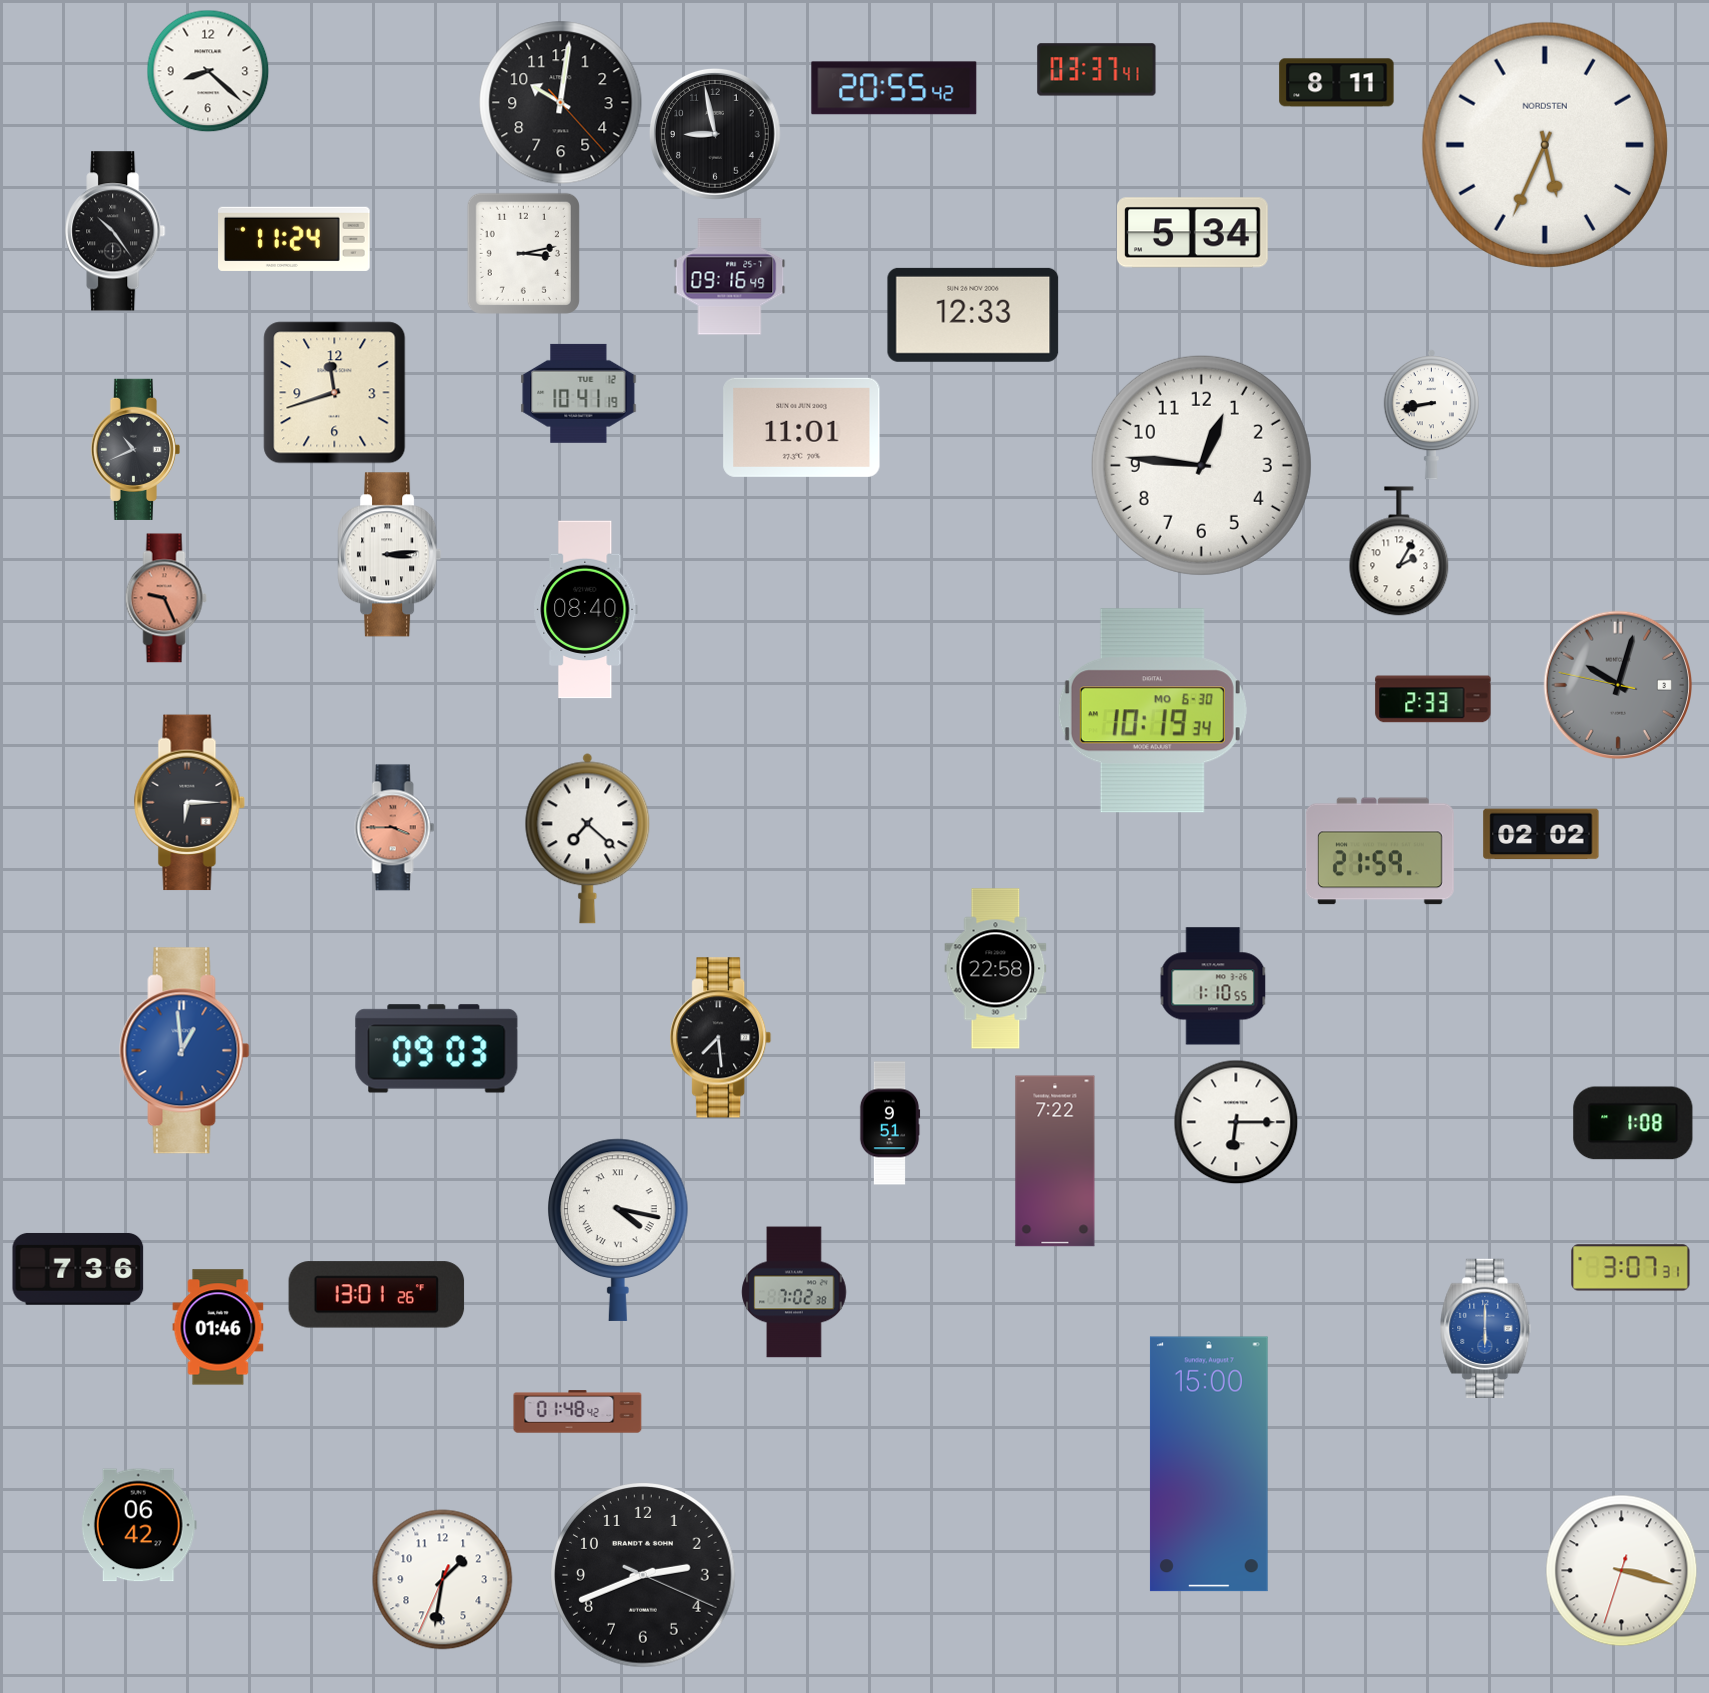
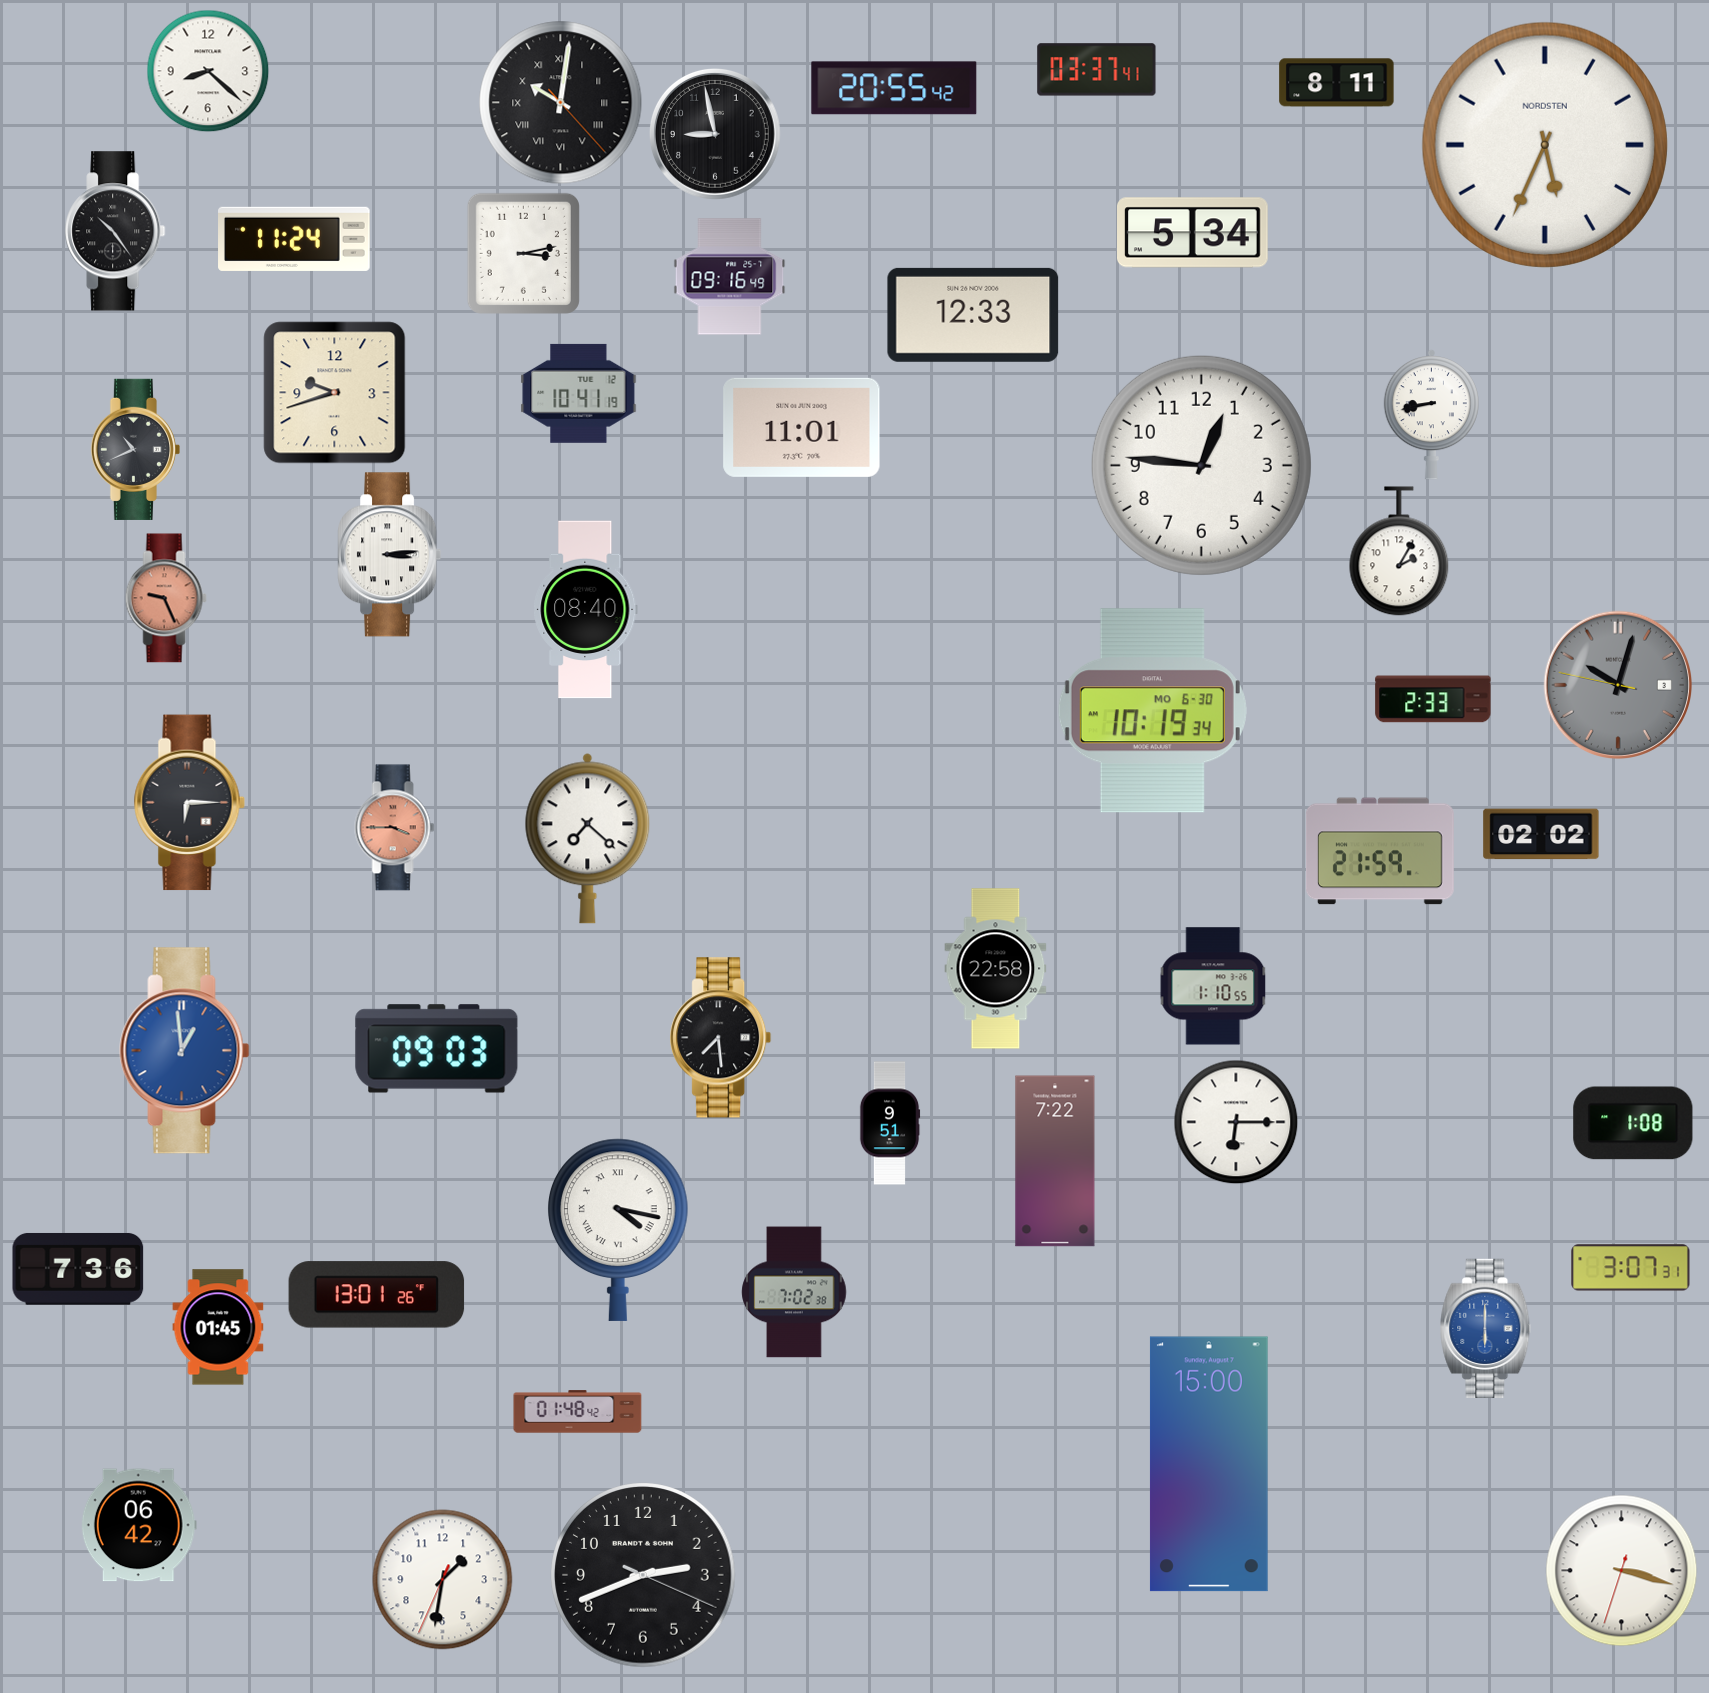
clock at (561, 103) numerals: Arabic -> Roman
clock at (335, 393): 11:42 -> 9:42
clock at (218, 1327): 01:46 -> 01:45
